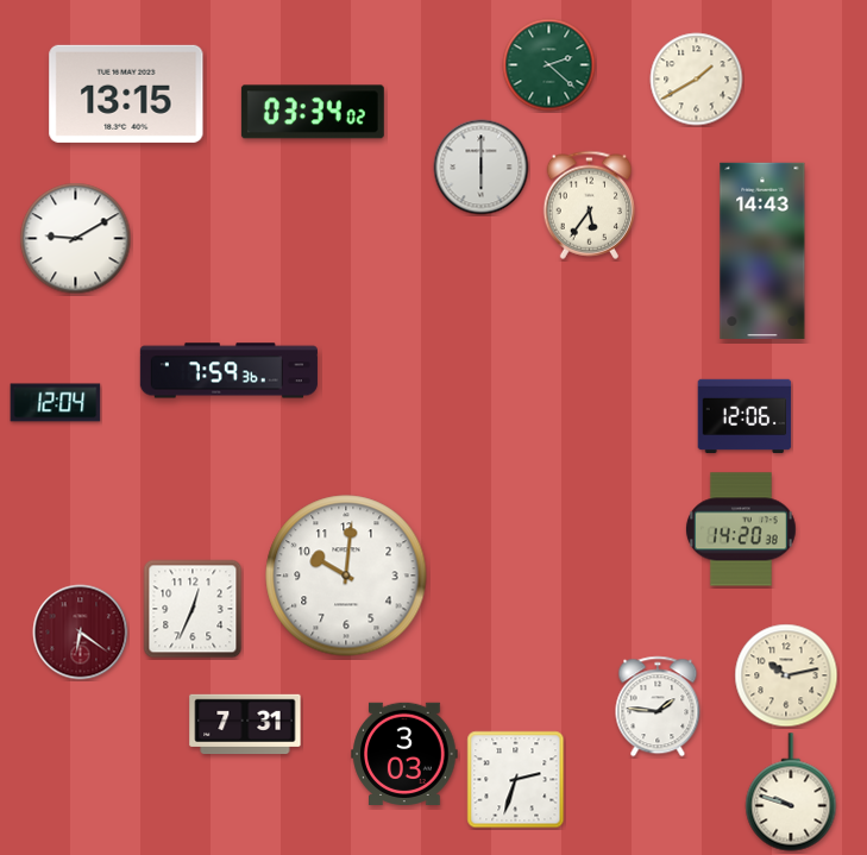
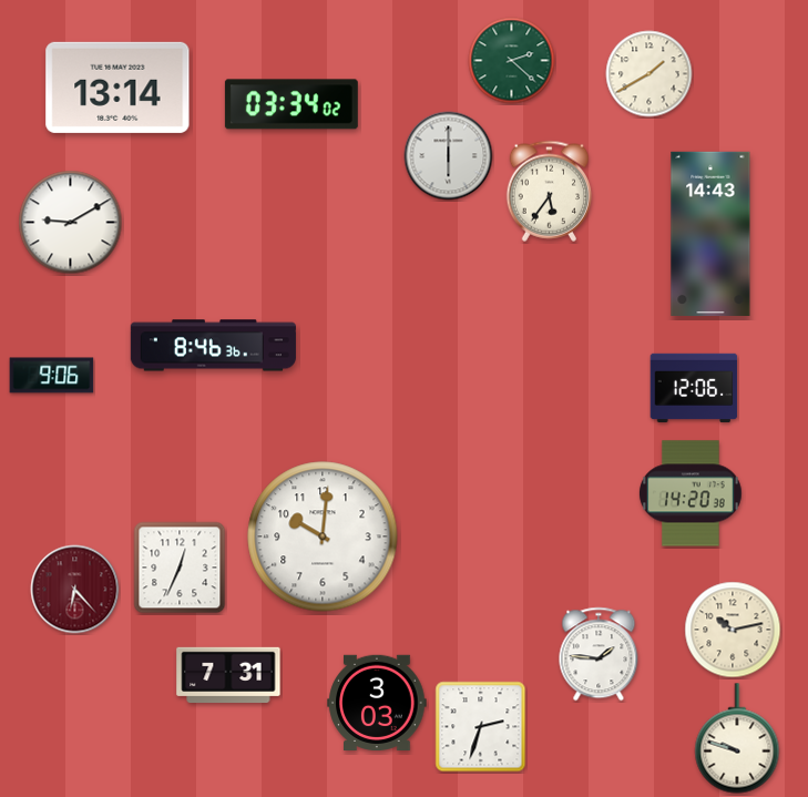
clock at (126, 94): 13:15 -> 13:14
clock at (228, 371): 7:59 -> 8:46
clock at (56, 403): 12:04 -> 9:06
clock at (81, 633): 6:21 -> 6:23
clock at (658, 706) position: (658, 706) -> (599, 654)
